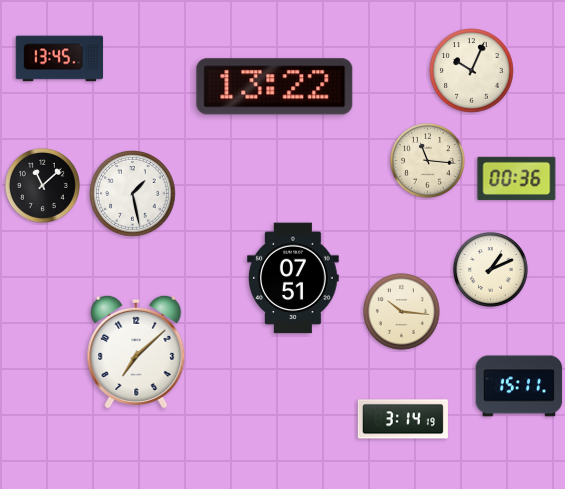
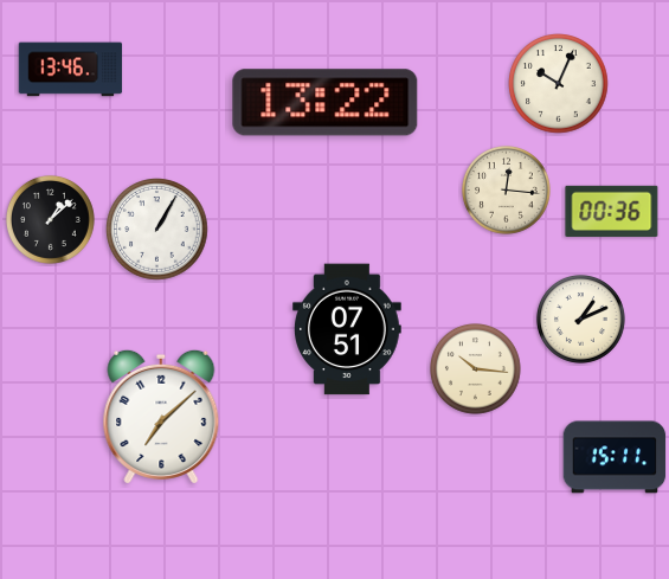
clock at (60, 59): 13:45 -> 13:46
clock at (427, 160): 11:16 -> 12:16
clock at (42, 185): 11:08 -> 1:08
clock at (133, 194): 1:28 -> 1:05
clock at (403, 419): 3:14 -> none
